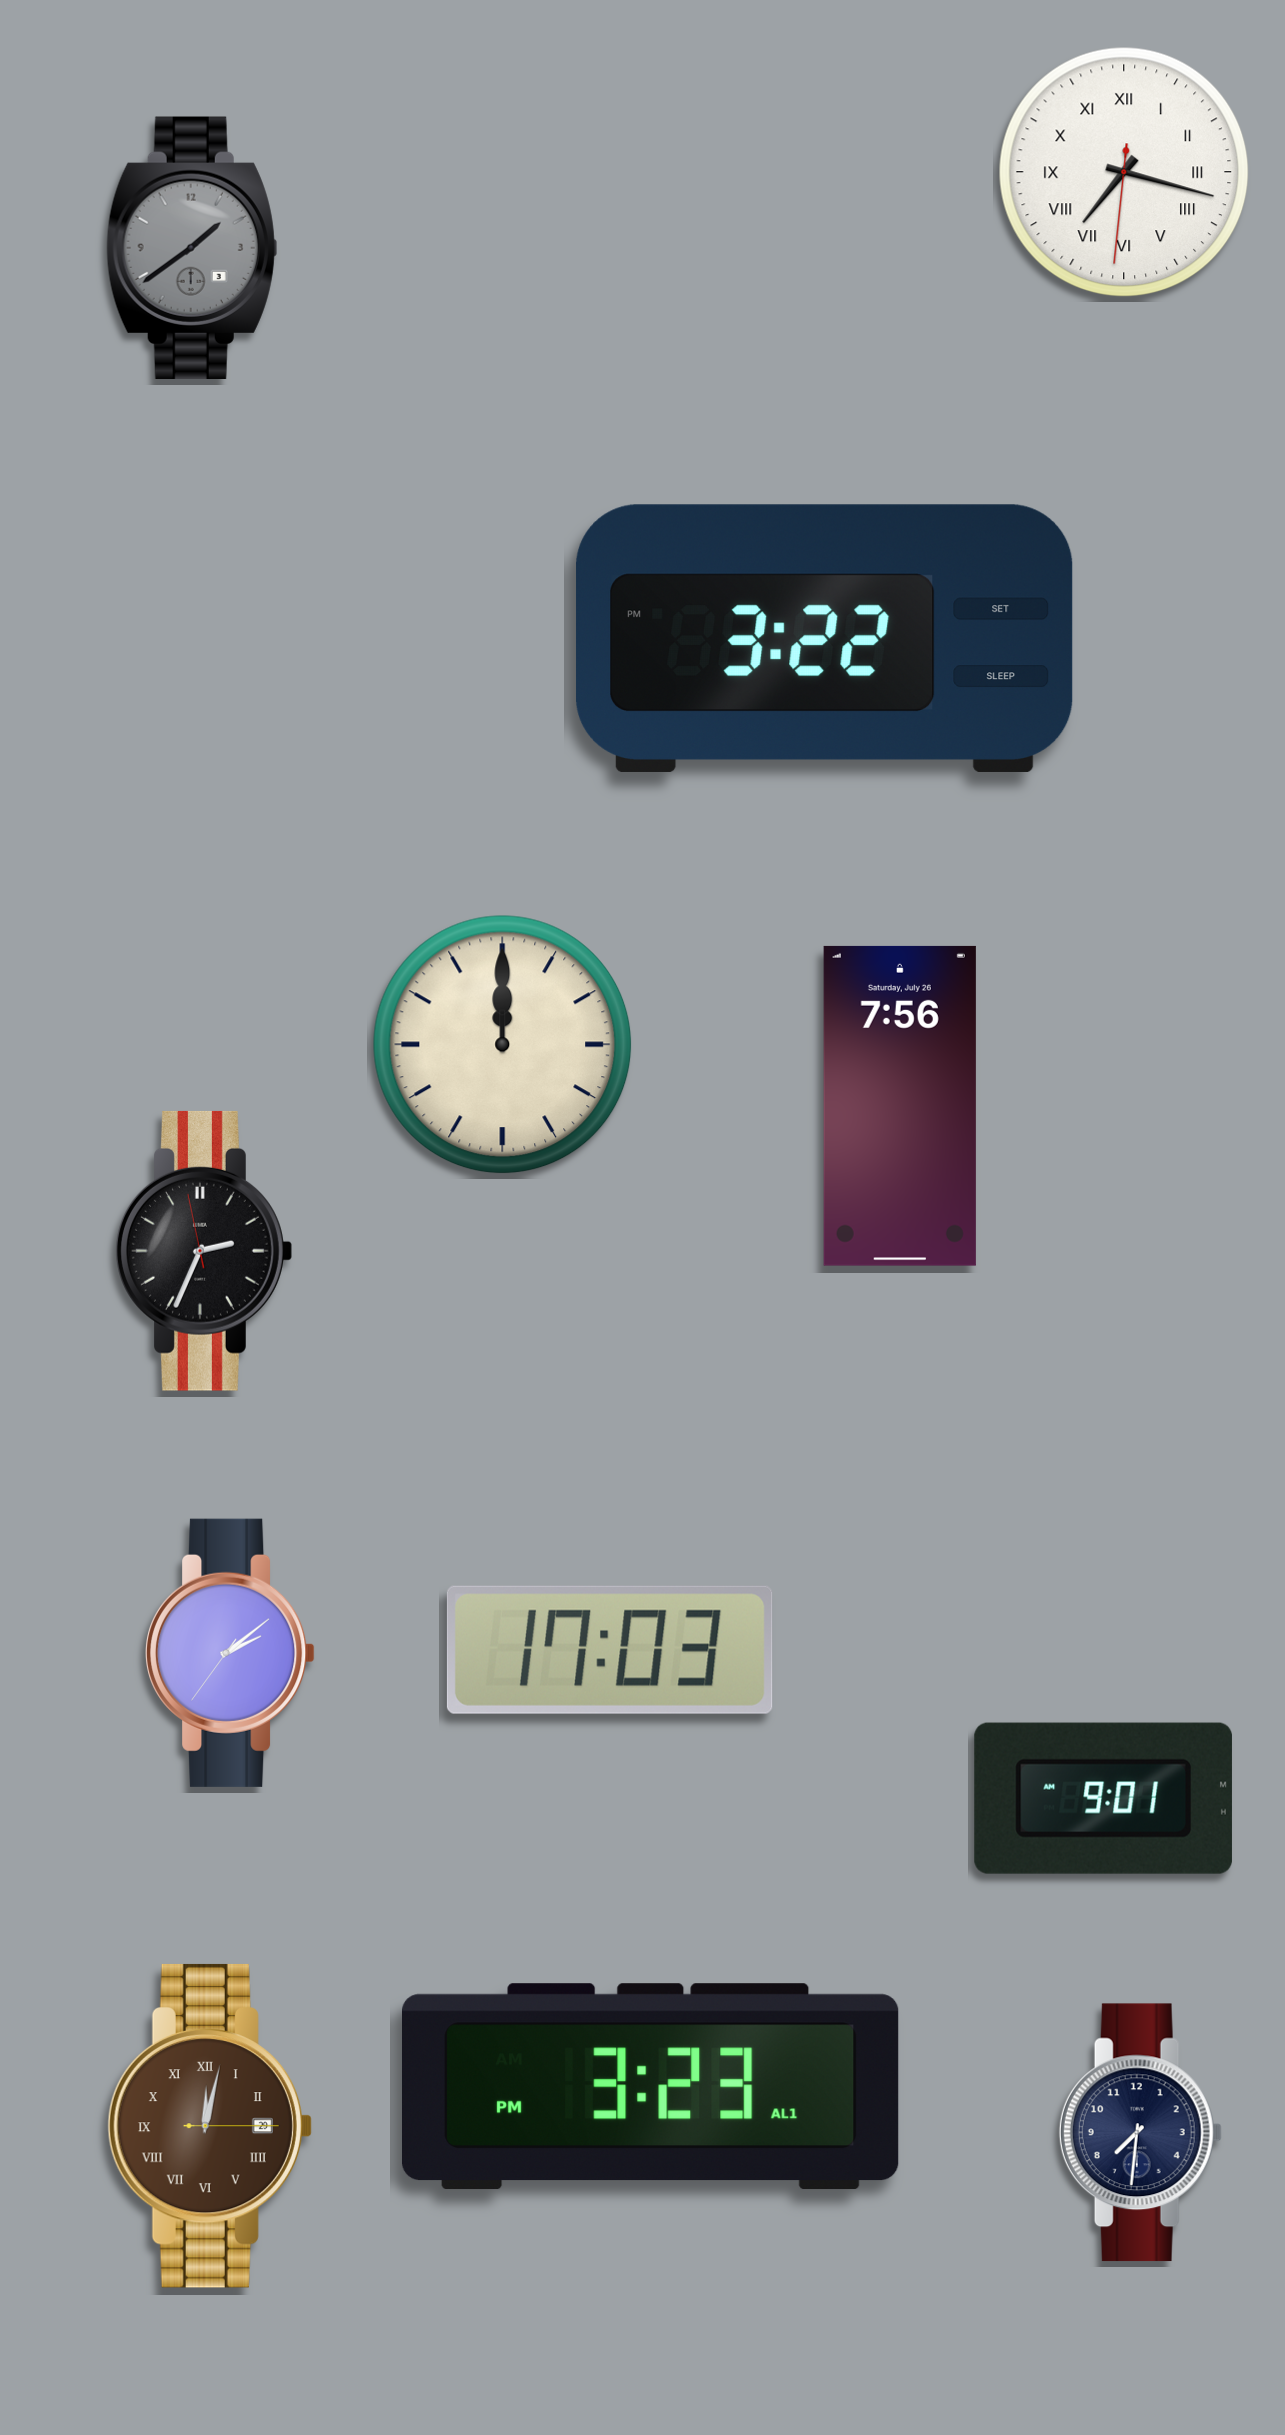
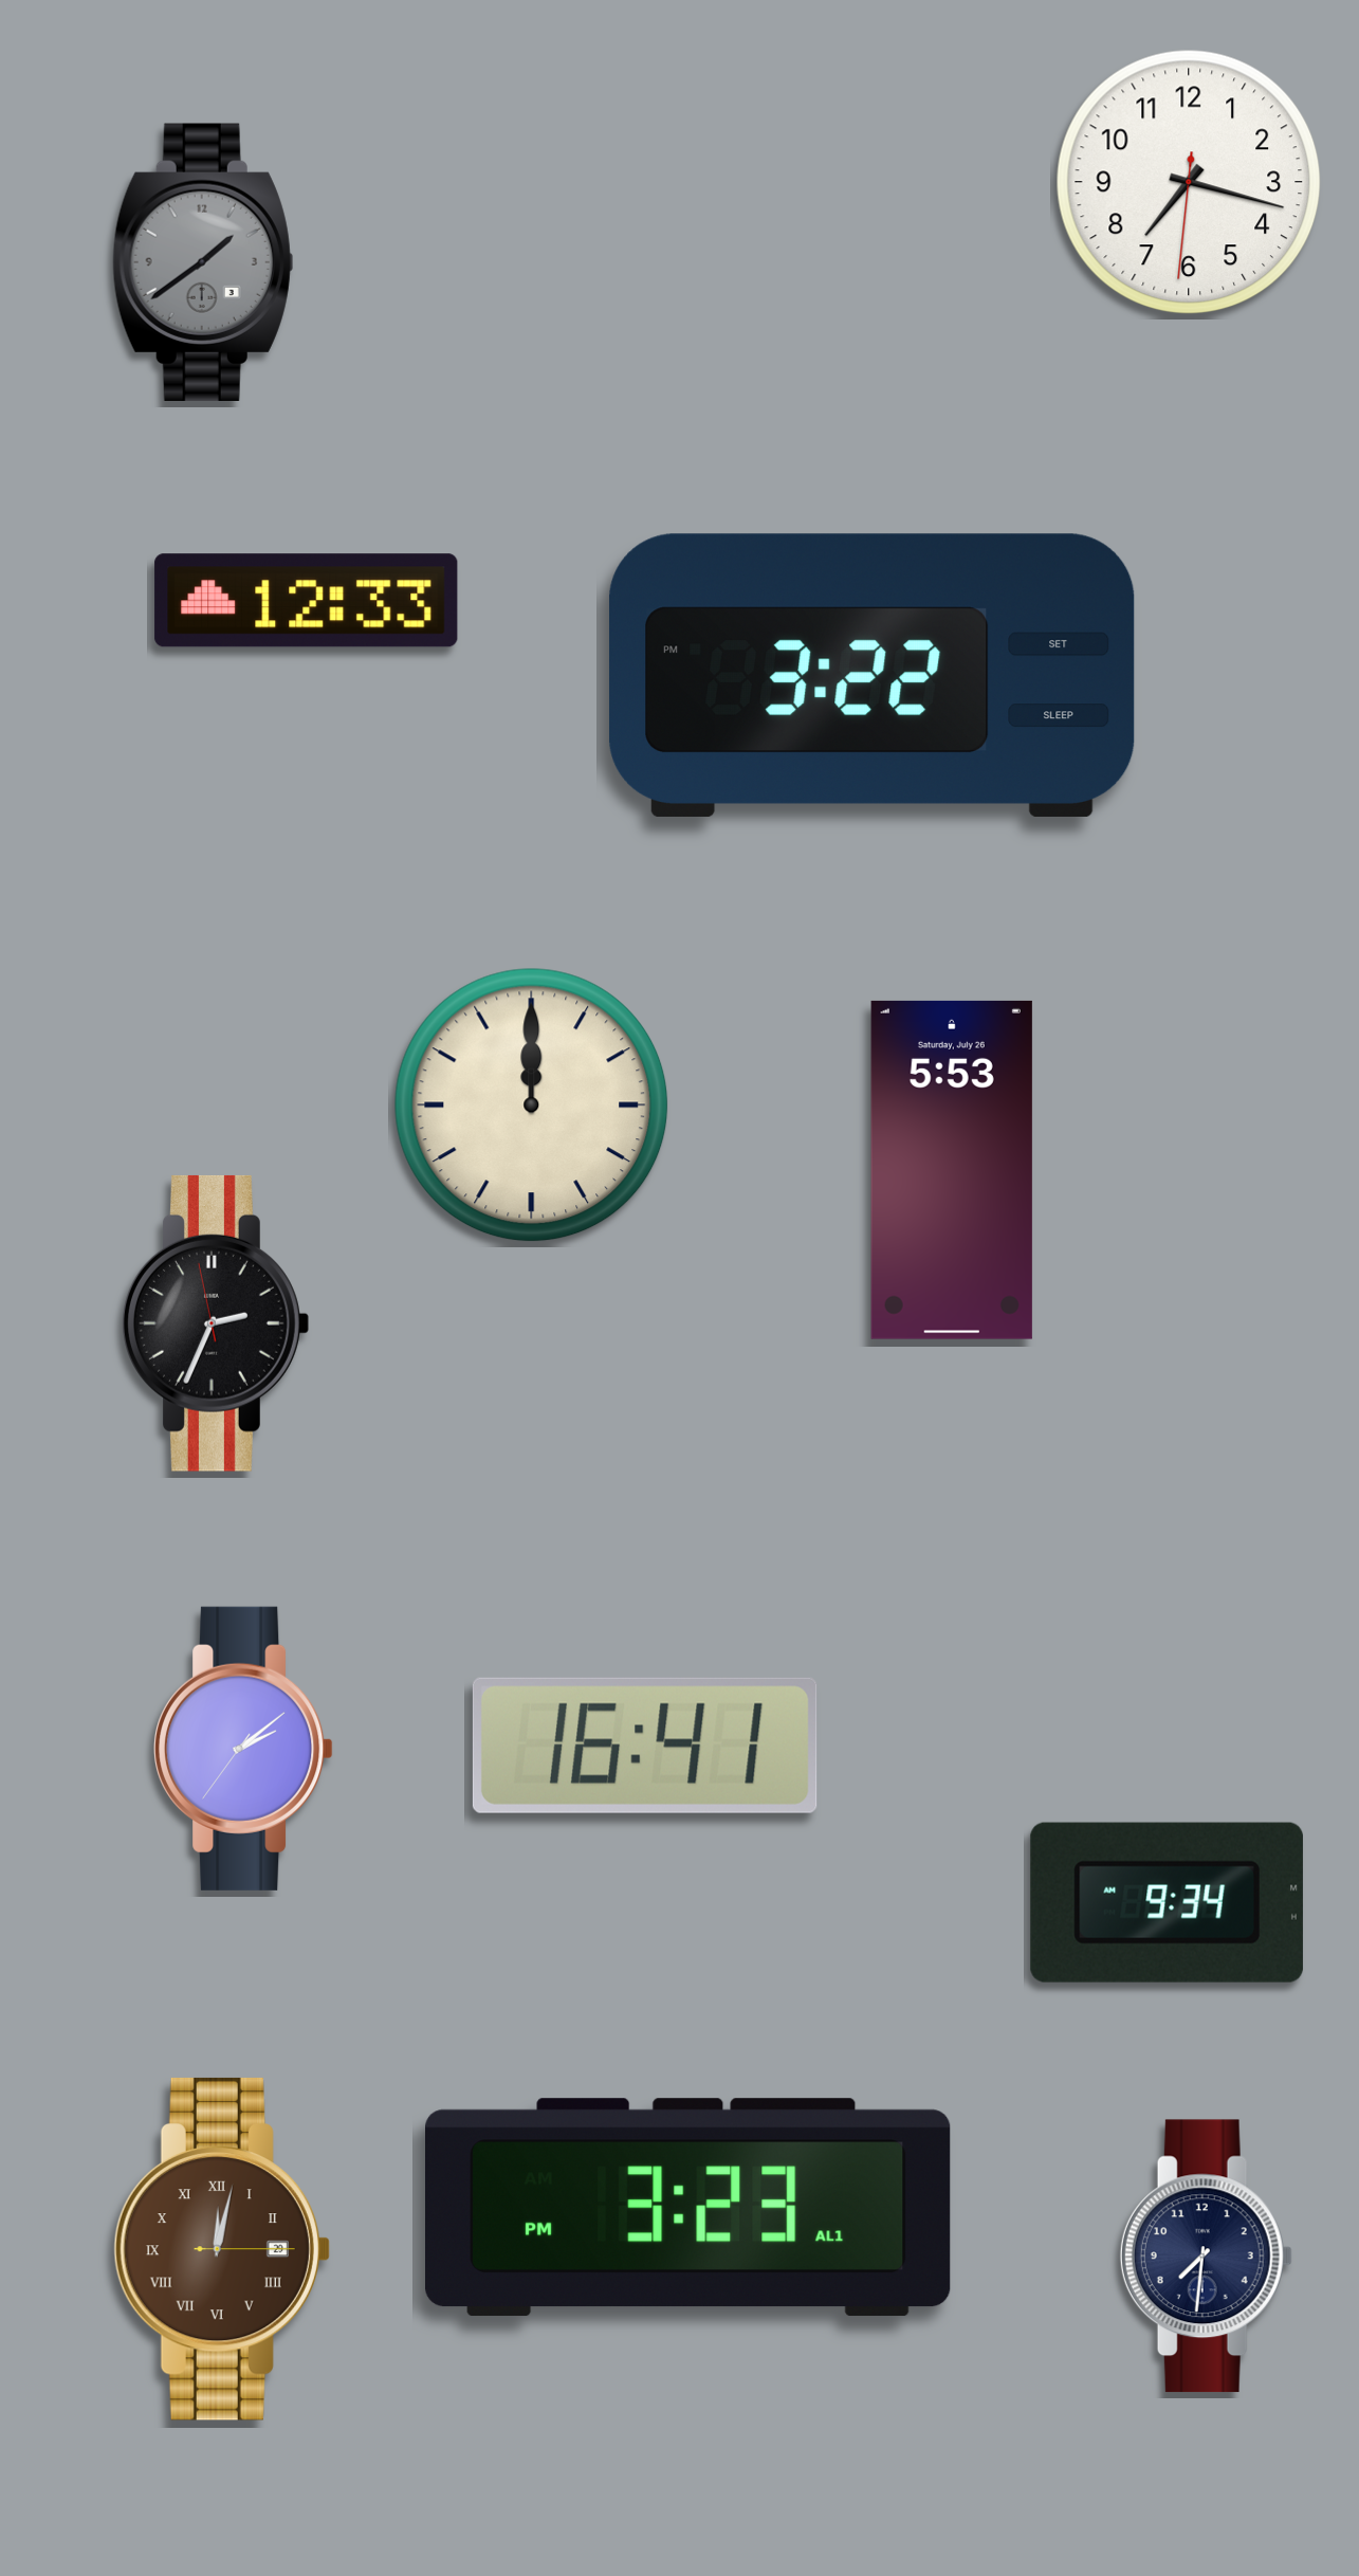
clock at (1124, 172) numerals: Roman -> Arabic
clock at (307, 601): none -> 12:33
clock at (900, 1106): 7:56 -> 5:53
clock at (610, 1650): 17:03 -> 16:41
clock at (1103, 1798): 9:01 -> 9:34
